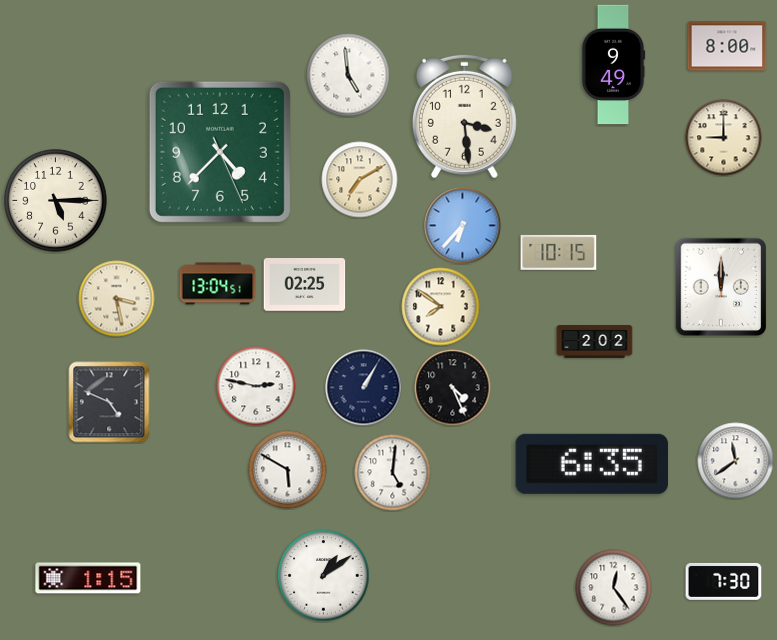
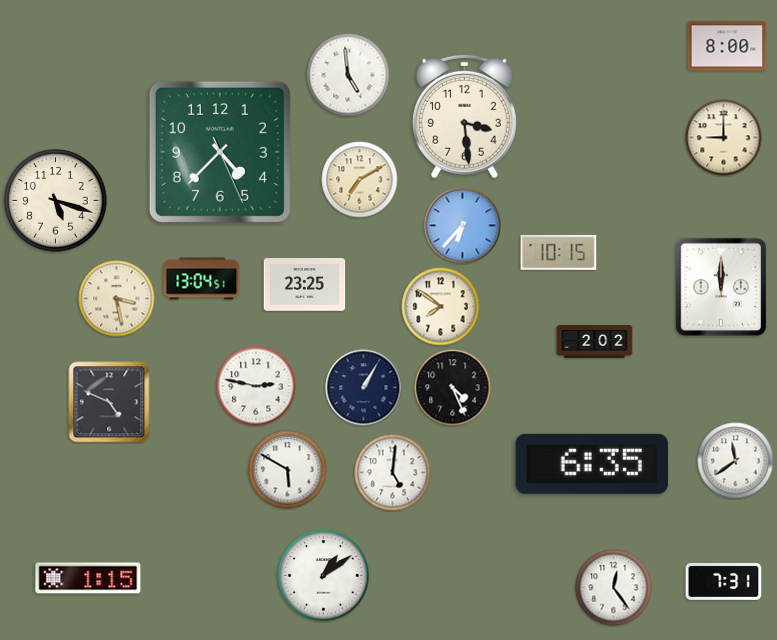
clock at (613, 65): 9:49 -> none
clock at (56, 201): 5:15 -> 5:18
clock at (218, 284) position: (218, 284) -> (202, 279)
clock at (305, 285): 02:25 -> 23:25
clock at (724, 581): 7:30 -> 7:31
